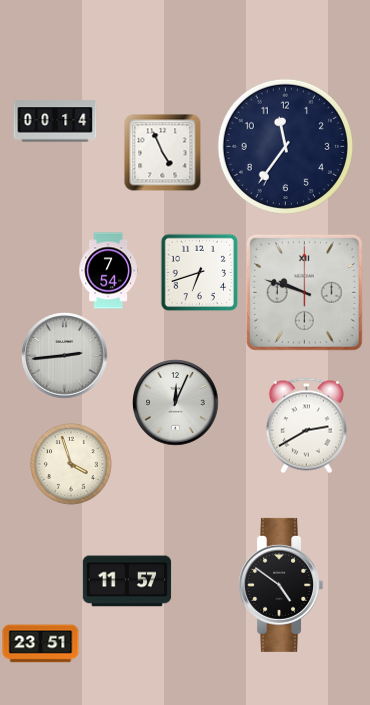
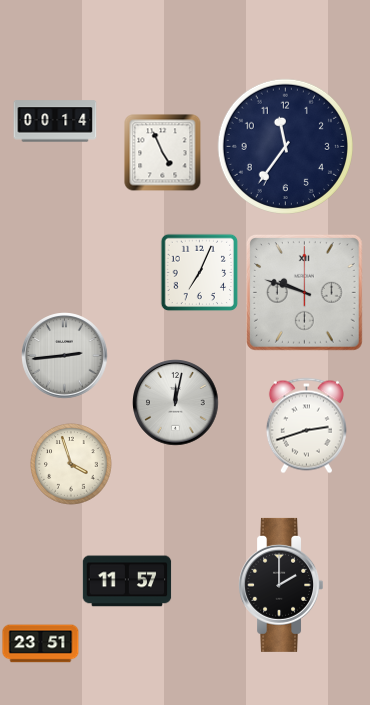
clock at (108, 271): 7:54 -> none
clock at (199, 272): 6:42 -> 7:04
clock at (176, 403): 12:04 -> 12:02
clock at (306, 426): 2:40 -> 2:42
clock at (280, 585): 4:51 -> 2:00
